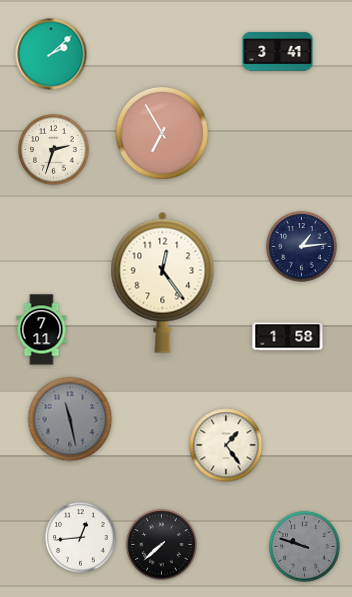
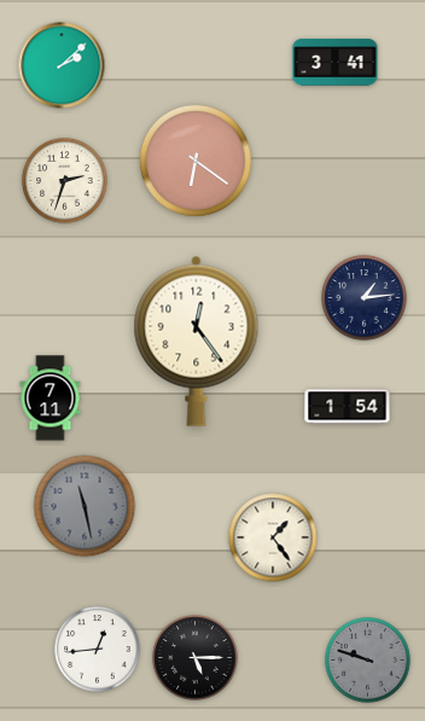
clock at (162, 133): 6:55 -> 6:21
clock at (288, 337): 1:58 -> 1:54
clock at (162, 545): 7:38 -> 5:15
